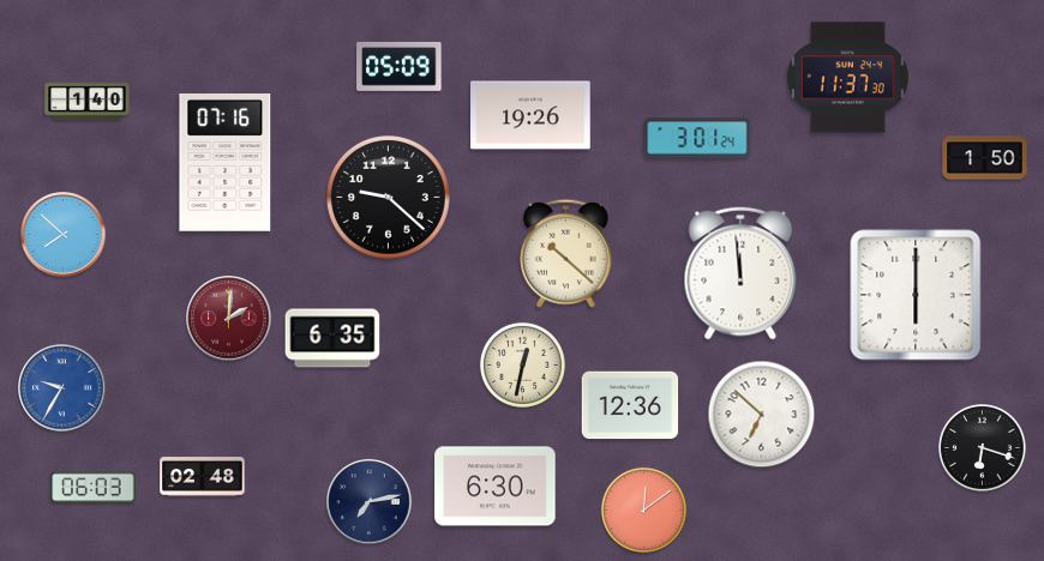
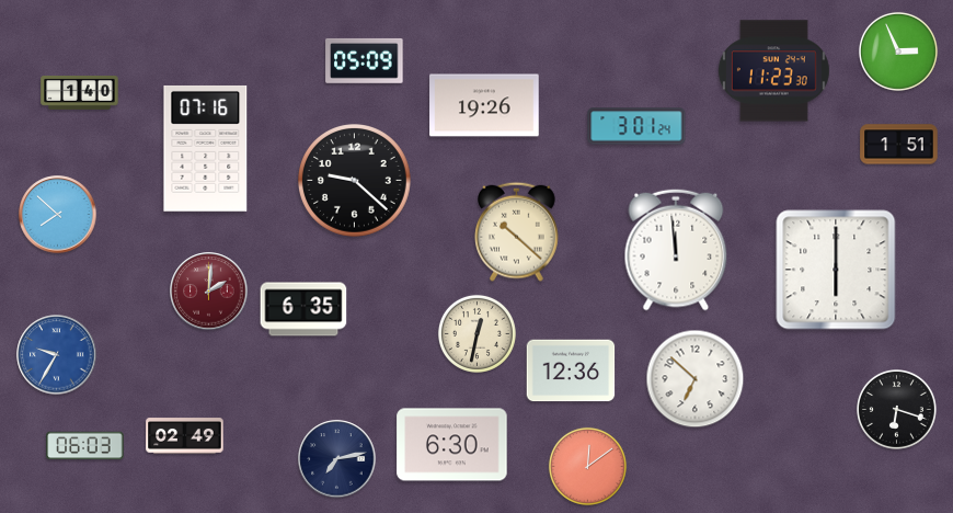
clock at (898, 52): none -> 2:56
clock at (847, 78): 11:37 -> 11:23
clock at (985, 158): 1:50 -> 1:51
clock at (630, 405) position: (630, 405) -> (571, 371)
clock at (203, 477): 02:48 -> 02:49
